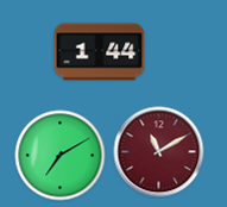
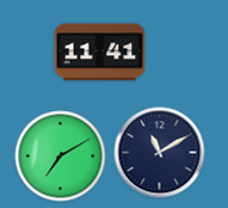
clock at (100, 52): 1:44 -> 11:41
clock at (159, 152) dial: burgundy -> navy
